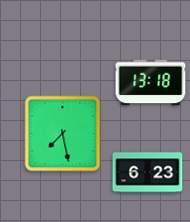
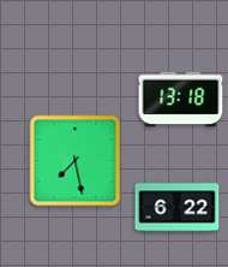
clock at (148, 173): 6:23 -> 6:22
